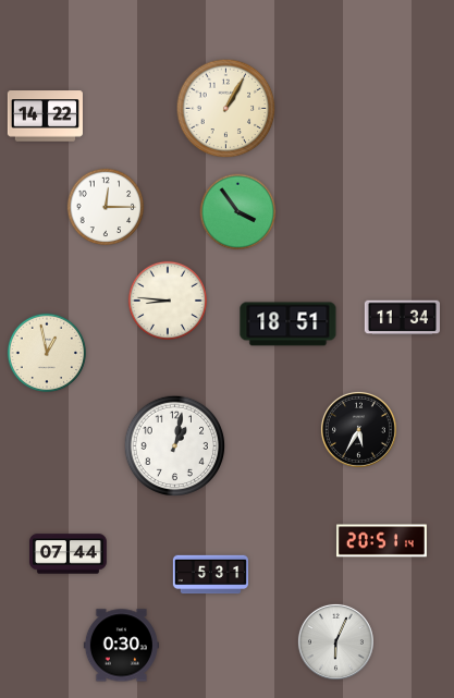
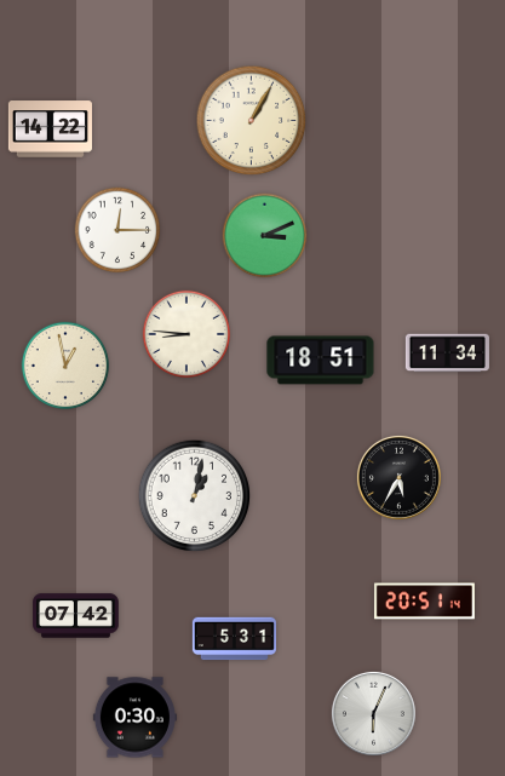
clock at (238, 212): 3:54 -> 3:11
clock at (46, 352) position: (46, 352) -> (64, 364)
clock at (69, 554): 07:44 -> 07:42
